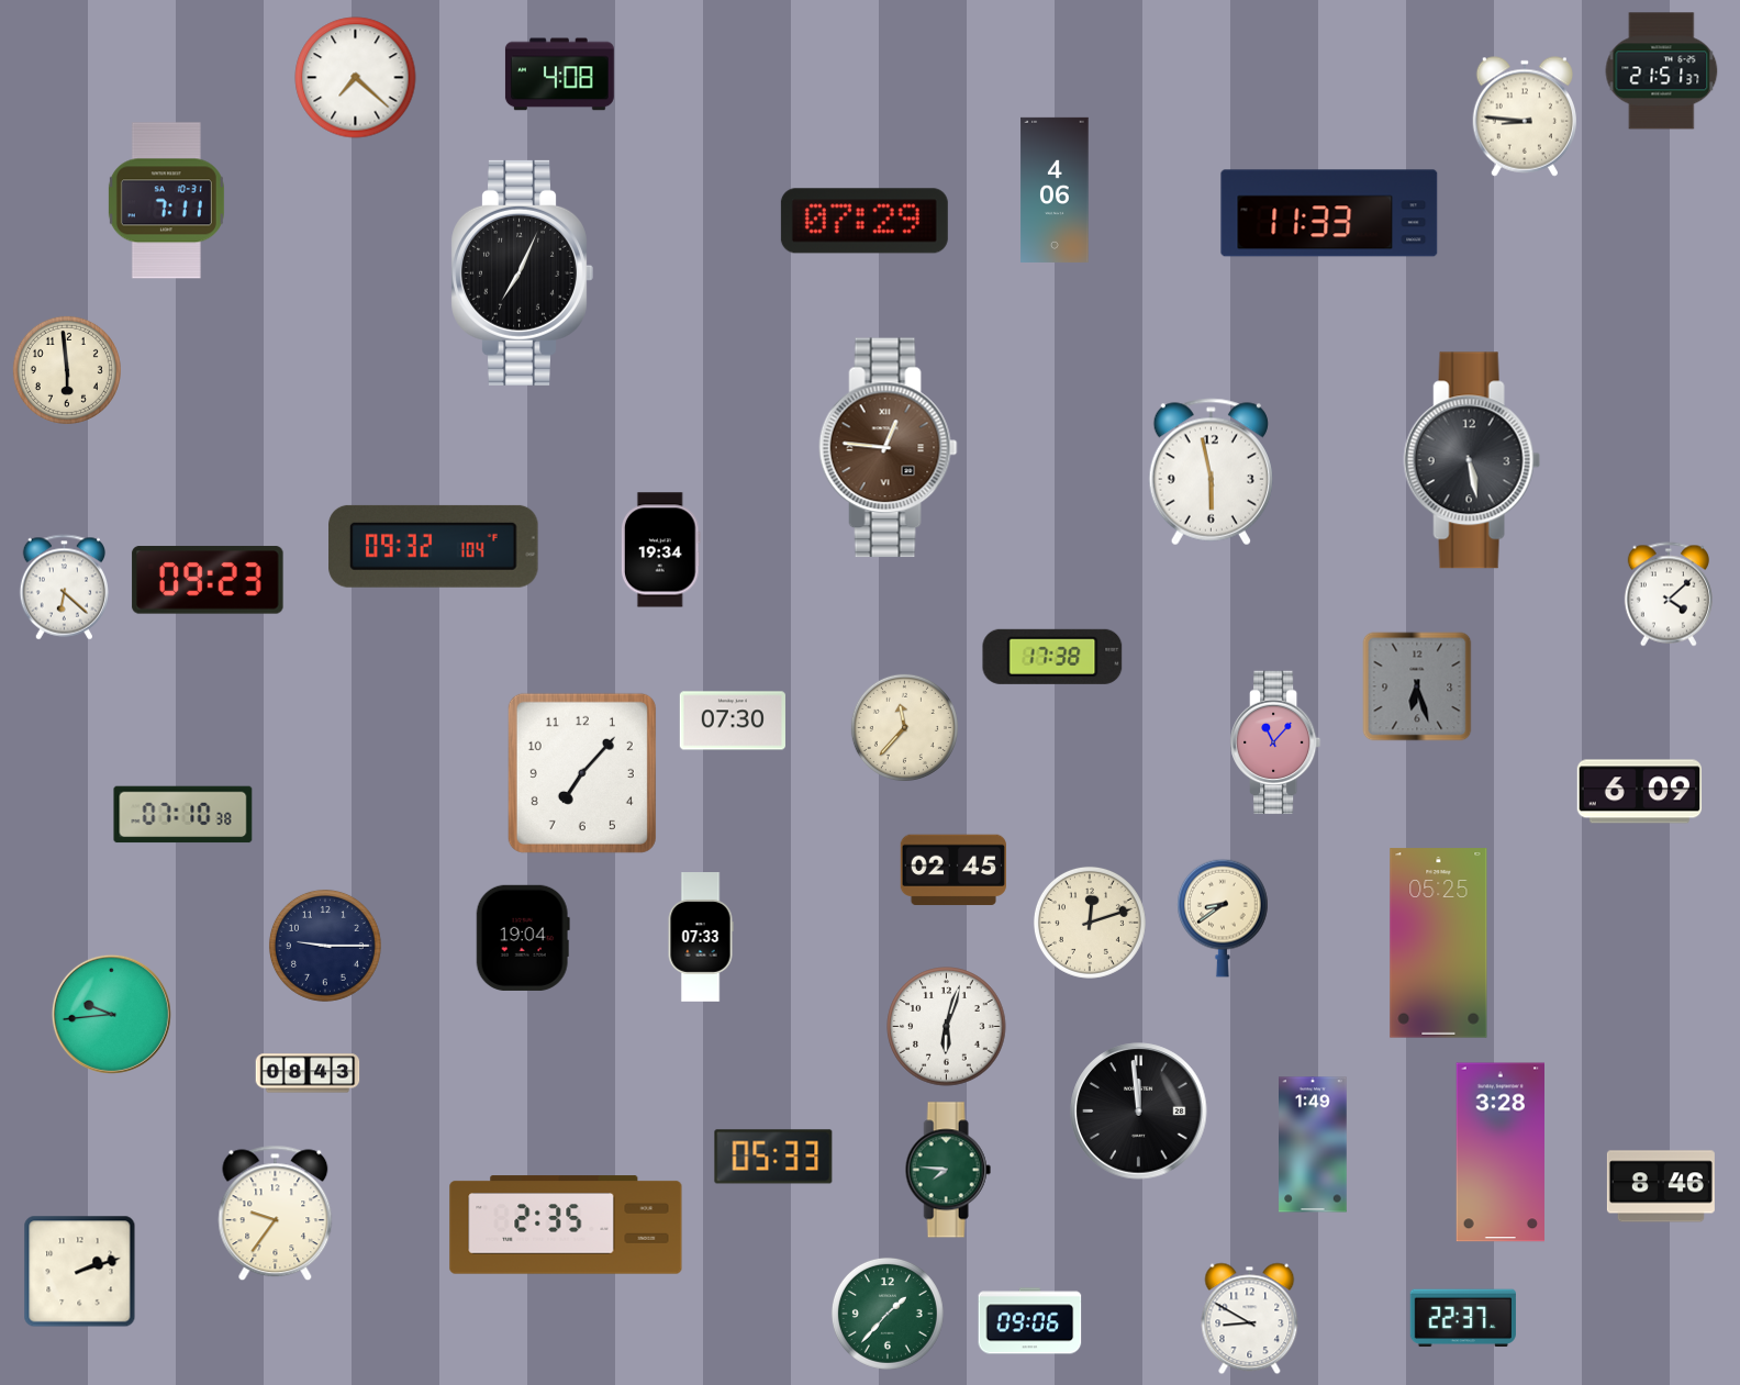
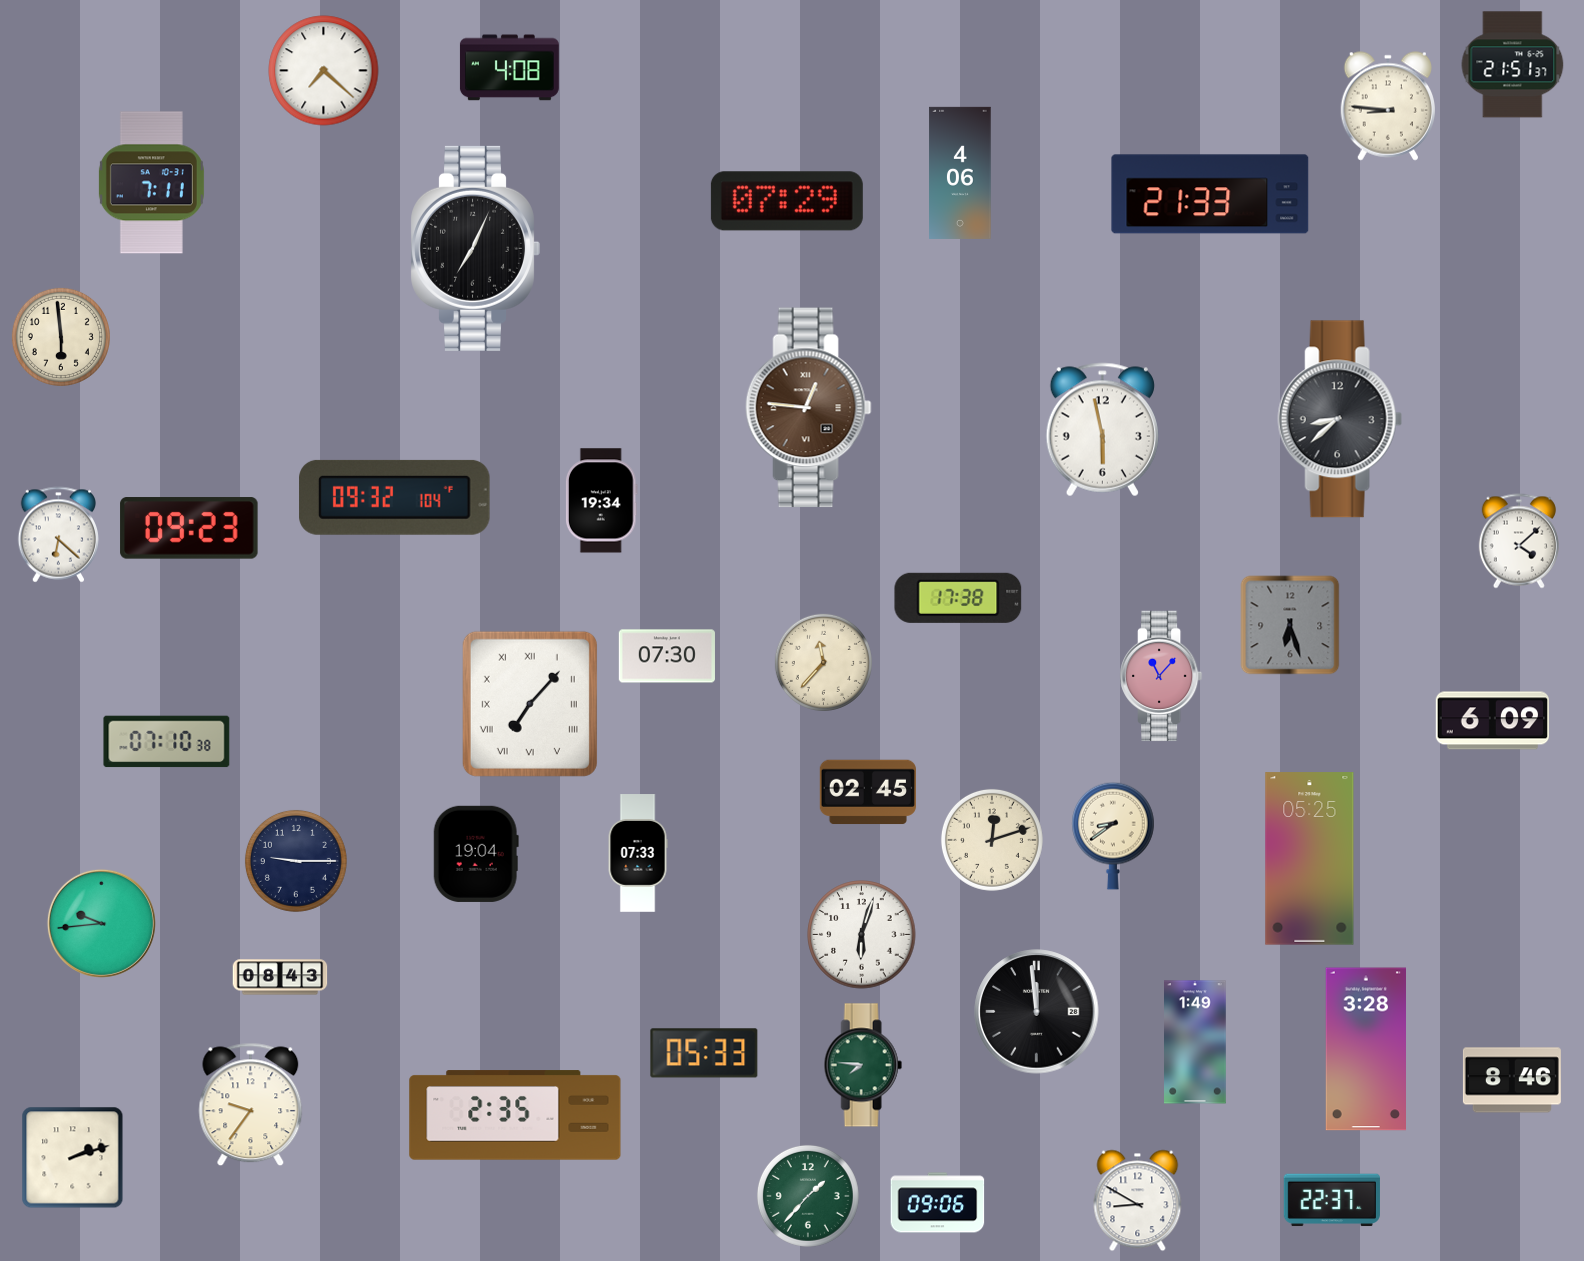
clock at (1329, 213): 11:33 -> 21:33
clock at (1472, 460): 5:28 -> 8:38
clock at (582, 773) numerals: Arabic -> Roman
